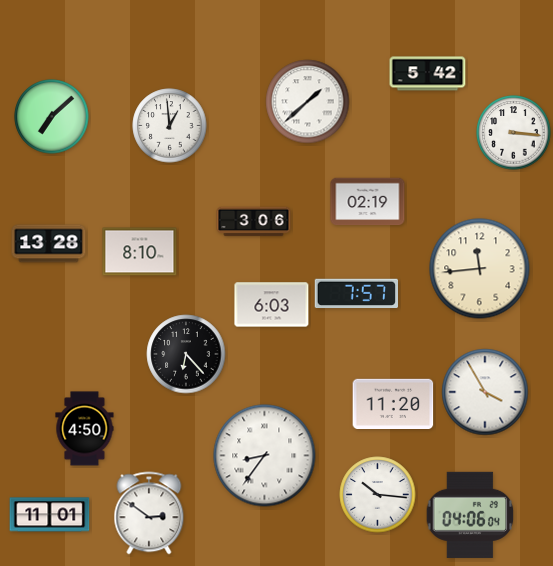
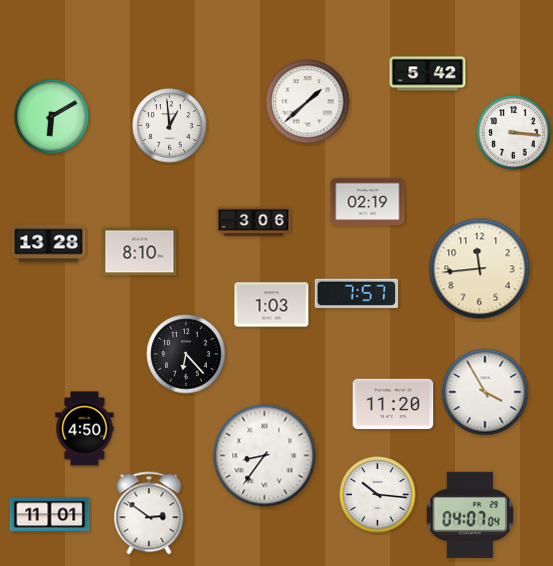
clock at (52, 117): 7:08 -> 6:10
clock at (272, 305): 6:03 -> 1:03
clock at (470, 515): 04:06 -> 04:07
